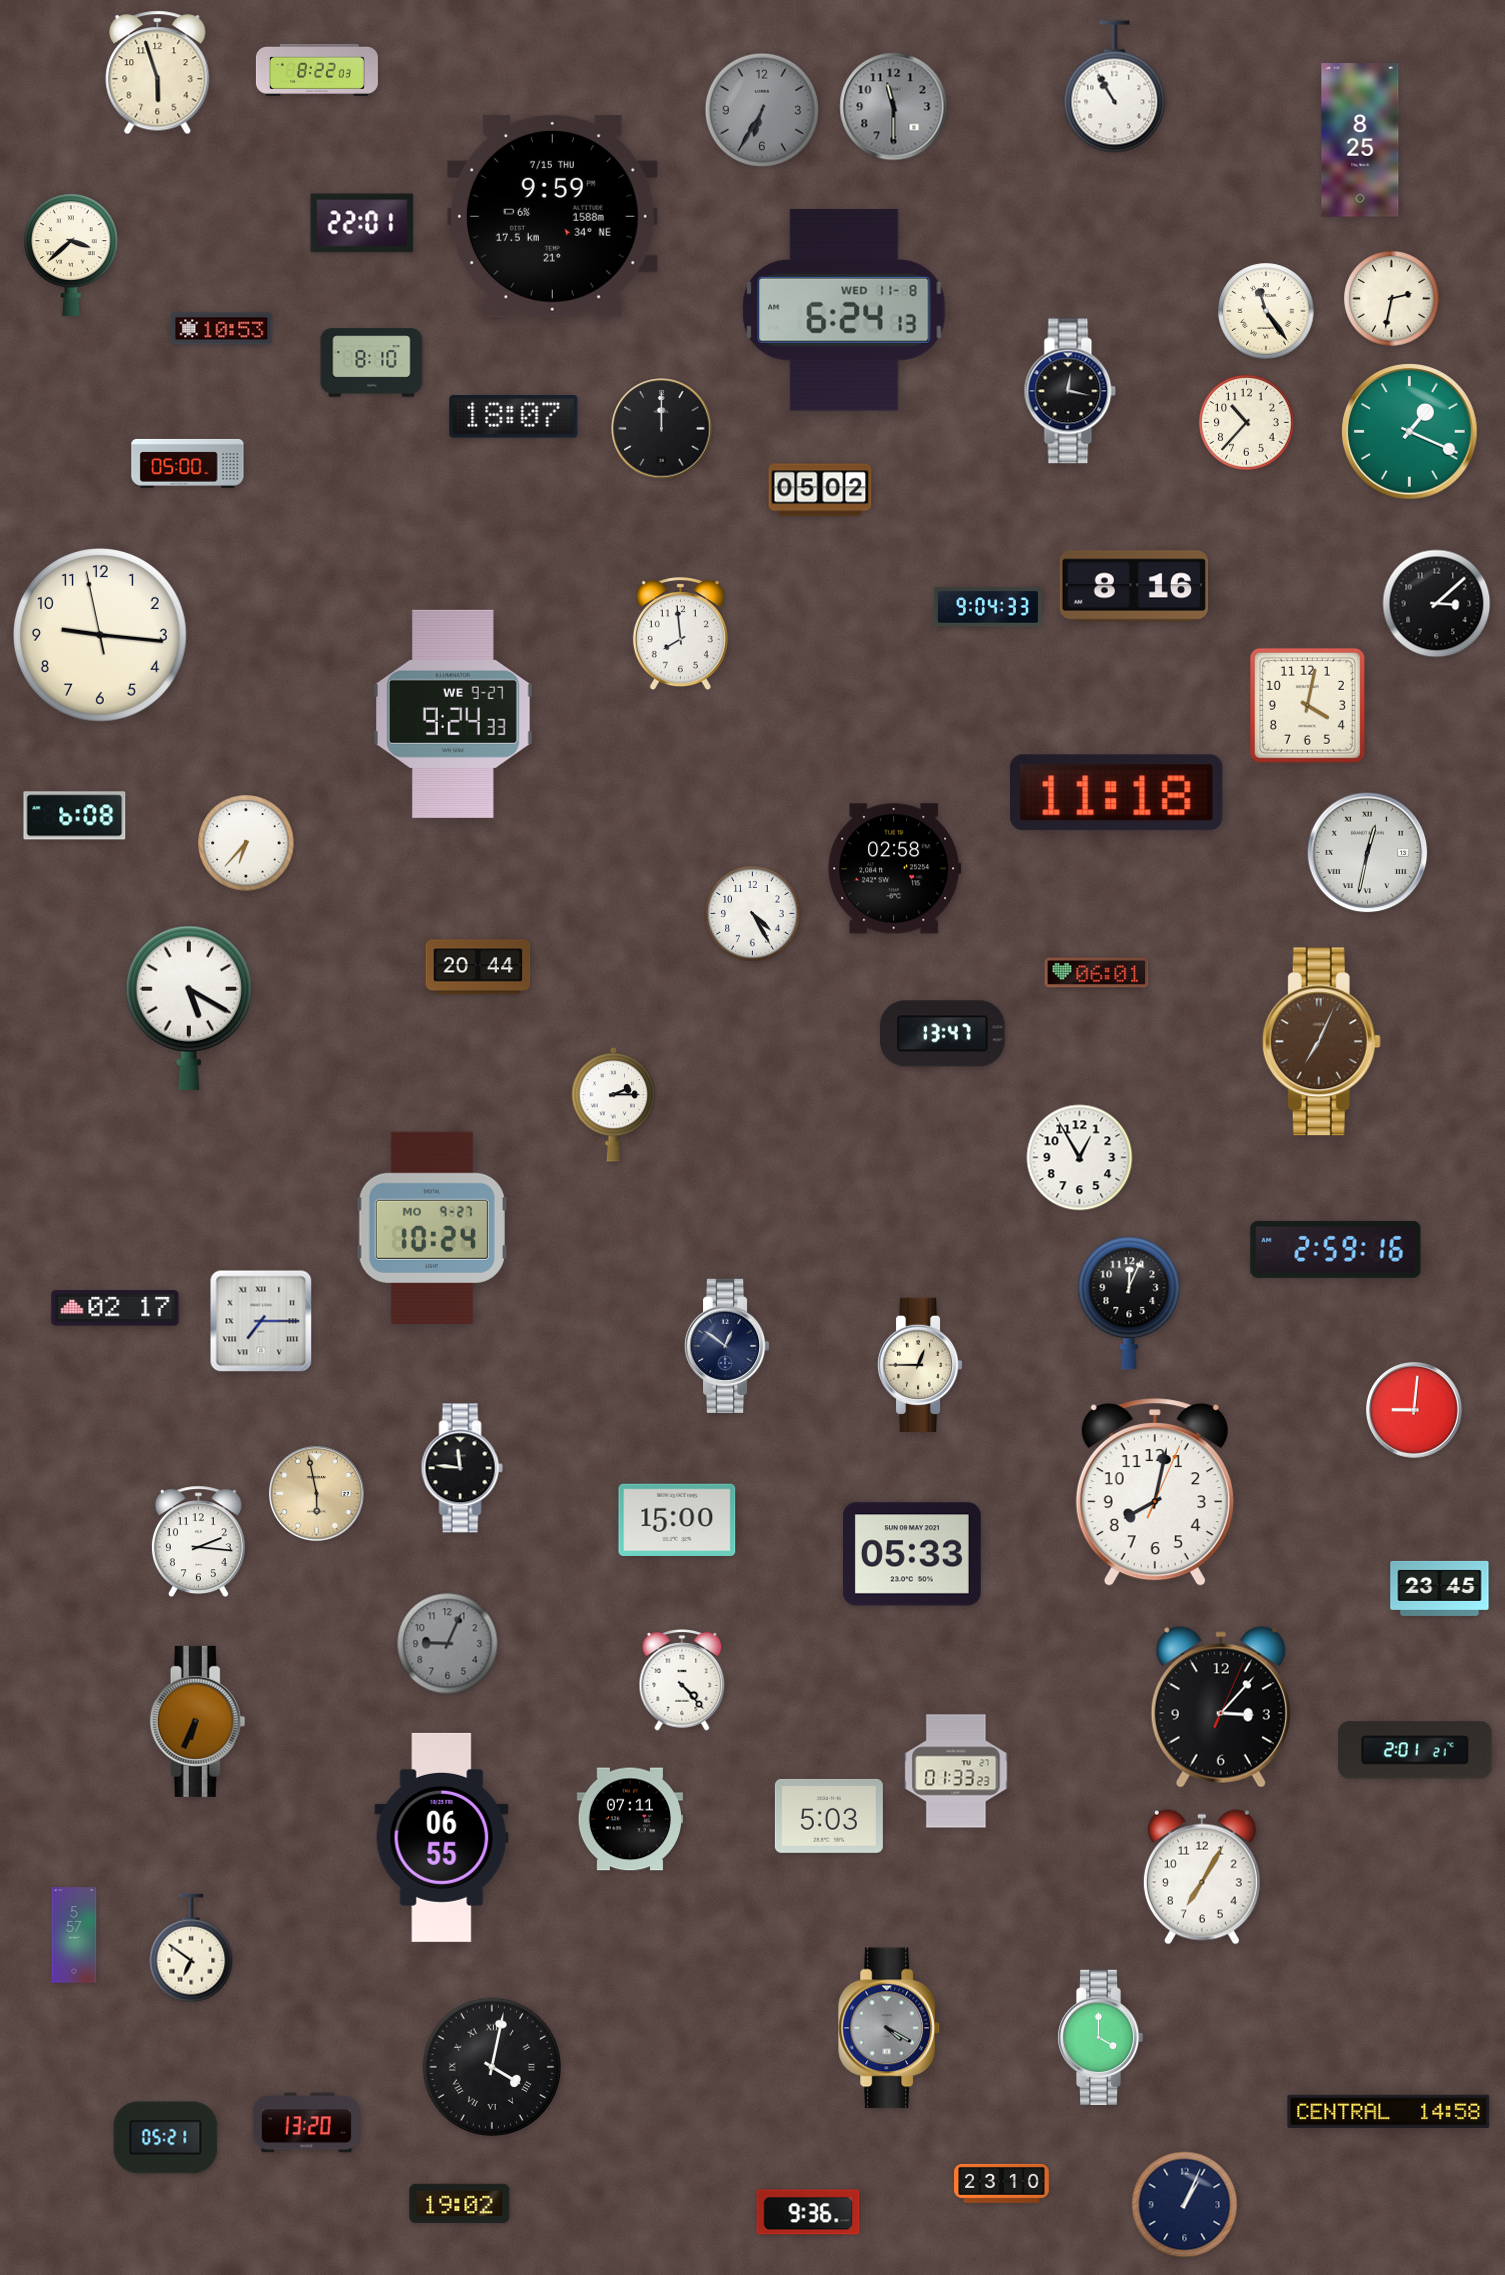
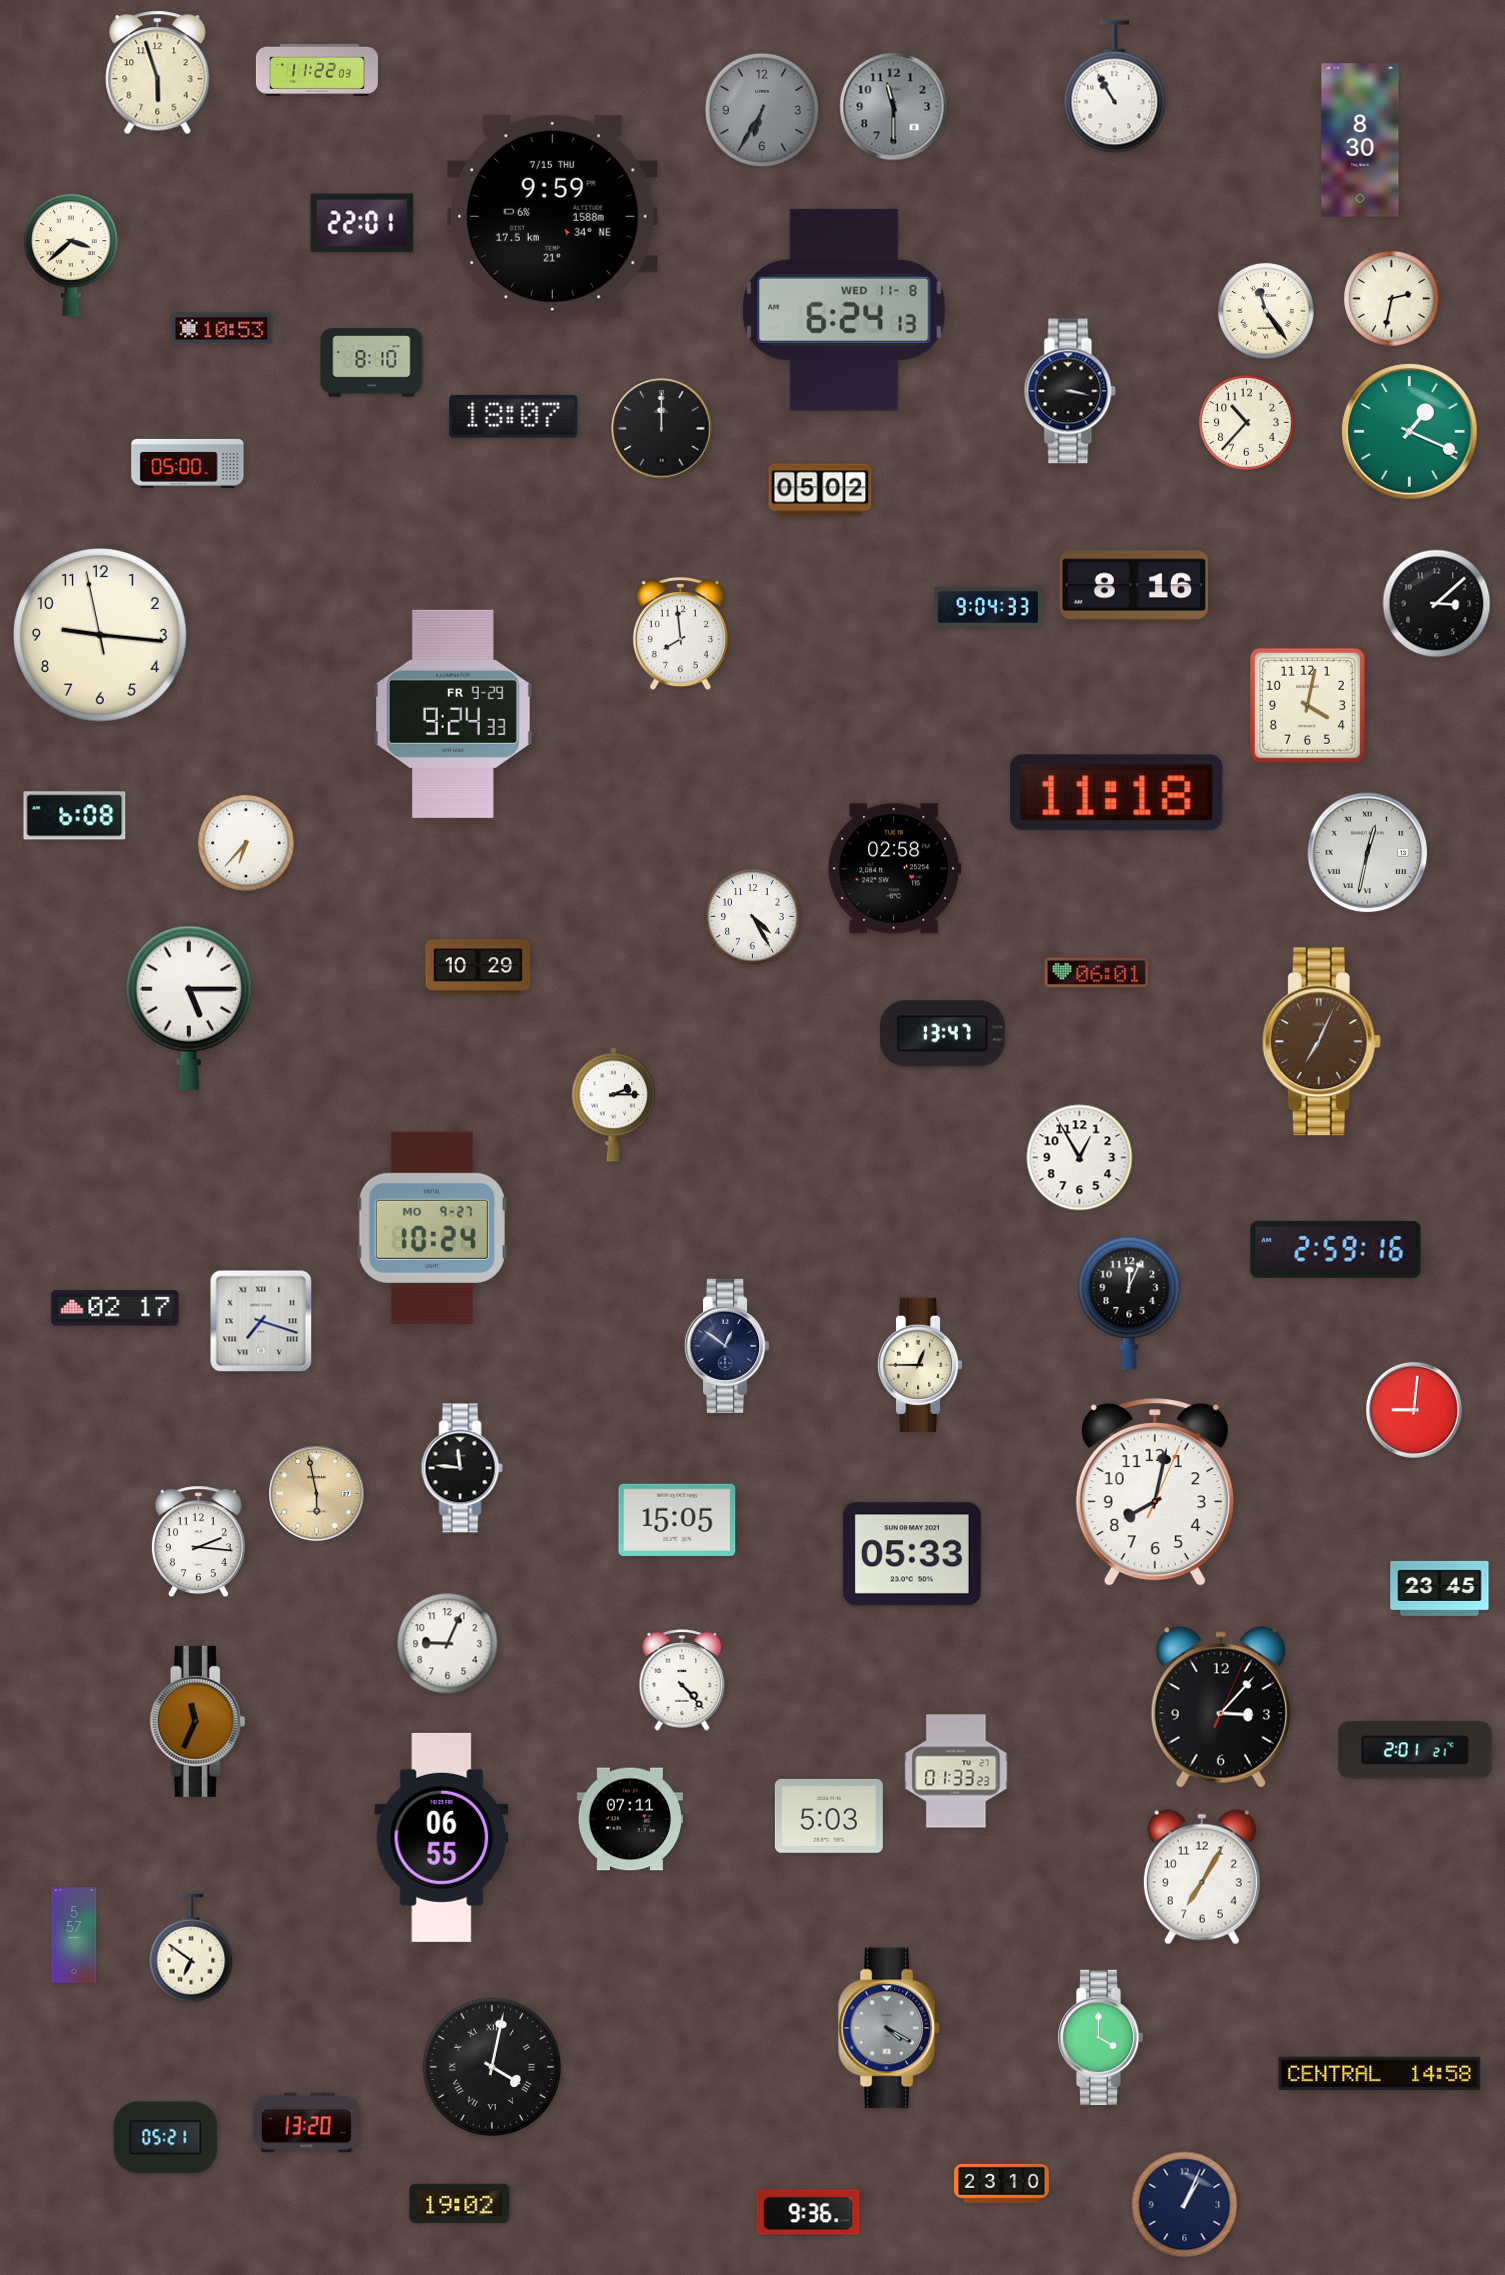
clock at (317, 70): 8:22 -> 11:22
clock at (1360, 140): 8:25 -> 8:30
clock at (1070, 391): 12:17 -> 3:17
clock at (454, 714) date: WE 9-27 -> FR 9-29
clock at (753, 914) position: (753, 914) -> (753, 917)
clock at (478, 967): 20:44 -> 10:29
clock at (189, 1008): 5:20 -> 5:15
clock at (261, 1321): 7:15 -> 7:18
clock at (677, 1520): 15:00 -> 15:05
clock at (448, 1644) dial: grey -> white
clock at (198, 1721): 6:34 -> 11:34
clock at (1389, 2111) position: (1389, 2111) -> (1380, 2073)
